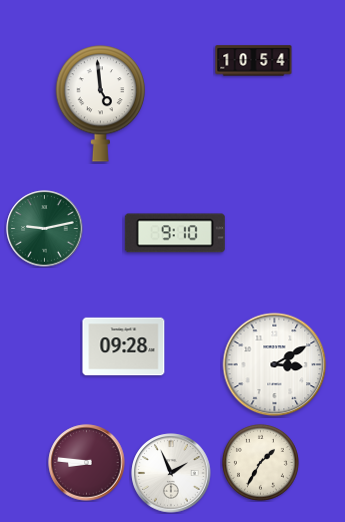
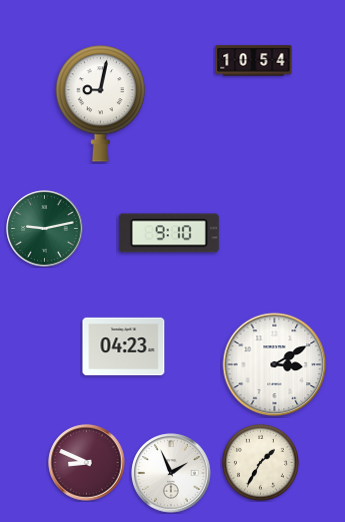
clock at (100, 104): 4:59 -> 9:02
clock at (175, 233) position: (175, 233) -> (169, 233)
clock at (124, 347): 09:28 -> 04:23
clock at (87, 463): 8:46 -> 8:49
